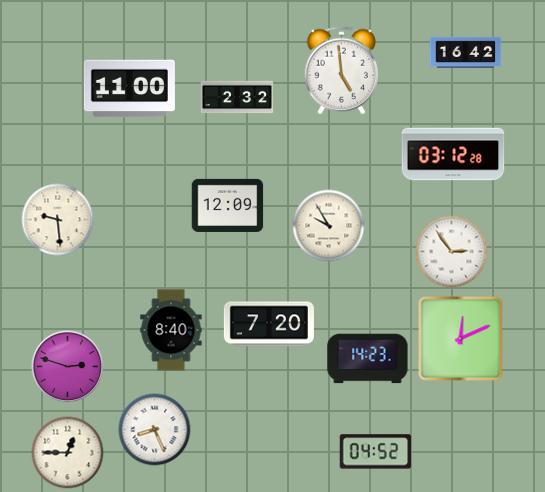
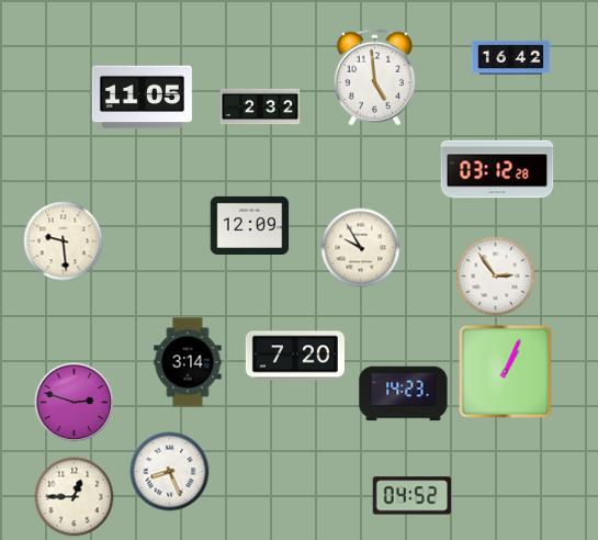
clock at (129, 89): 11:00 -> 11:05
clock at (171, 330): 8:40 -> 3:14
clock at (461, 339): 12:11 -> 1:04
